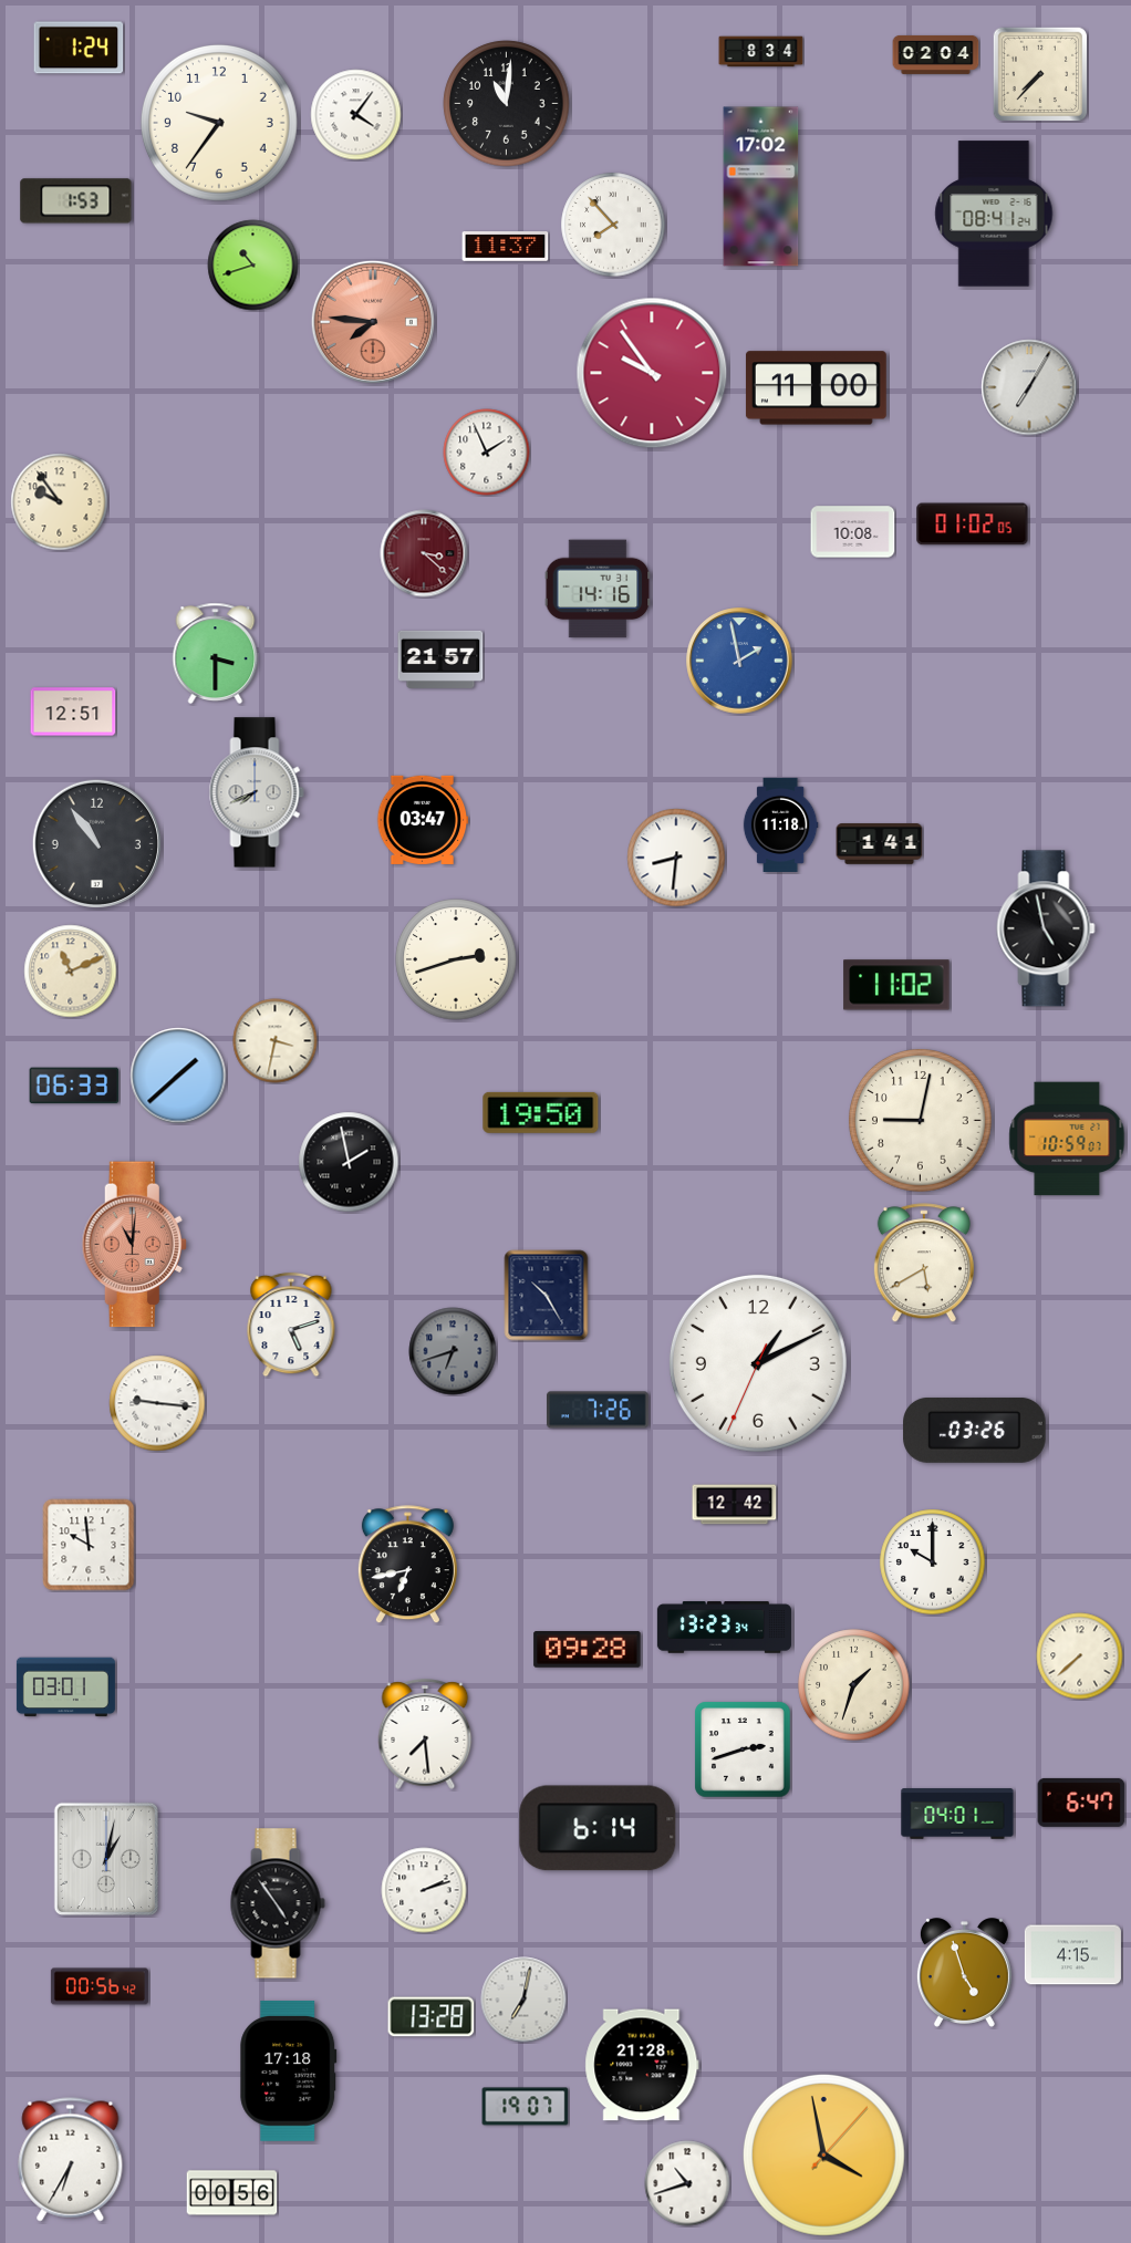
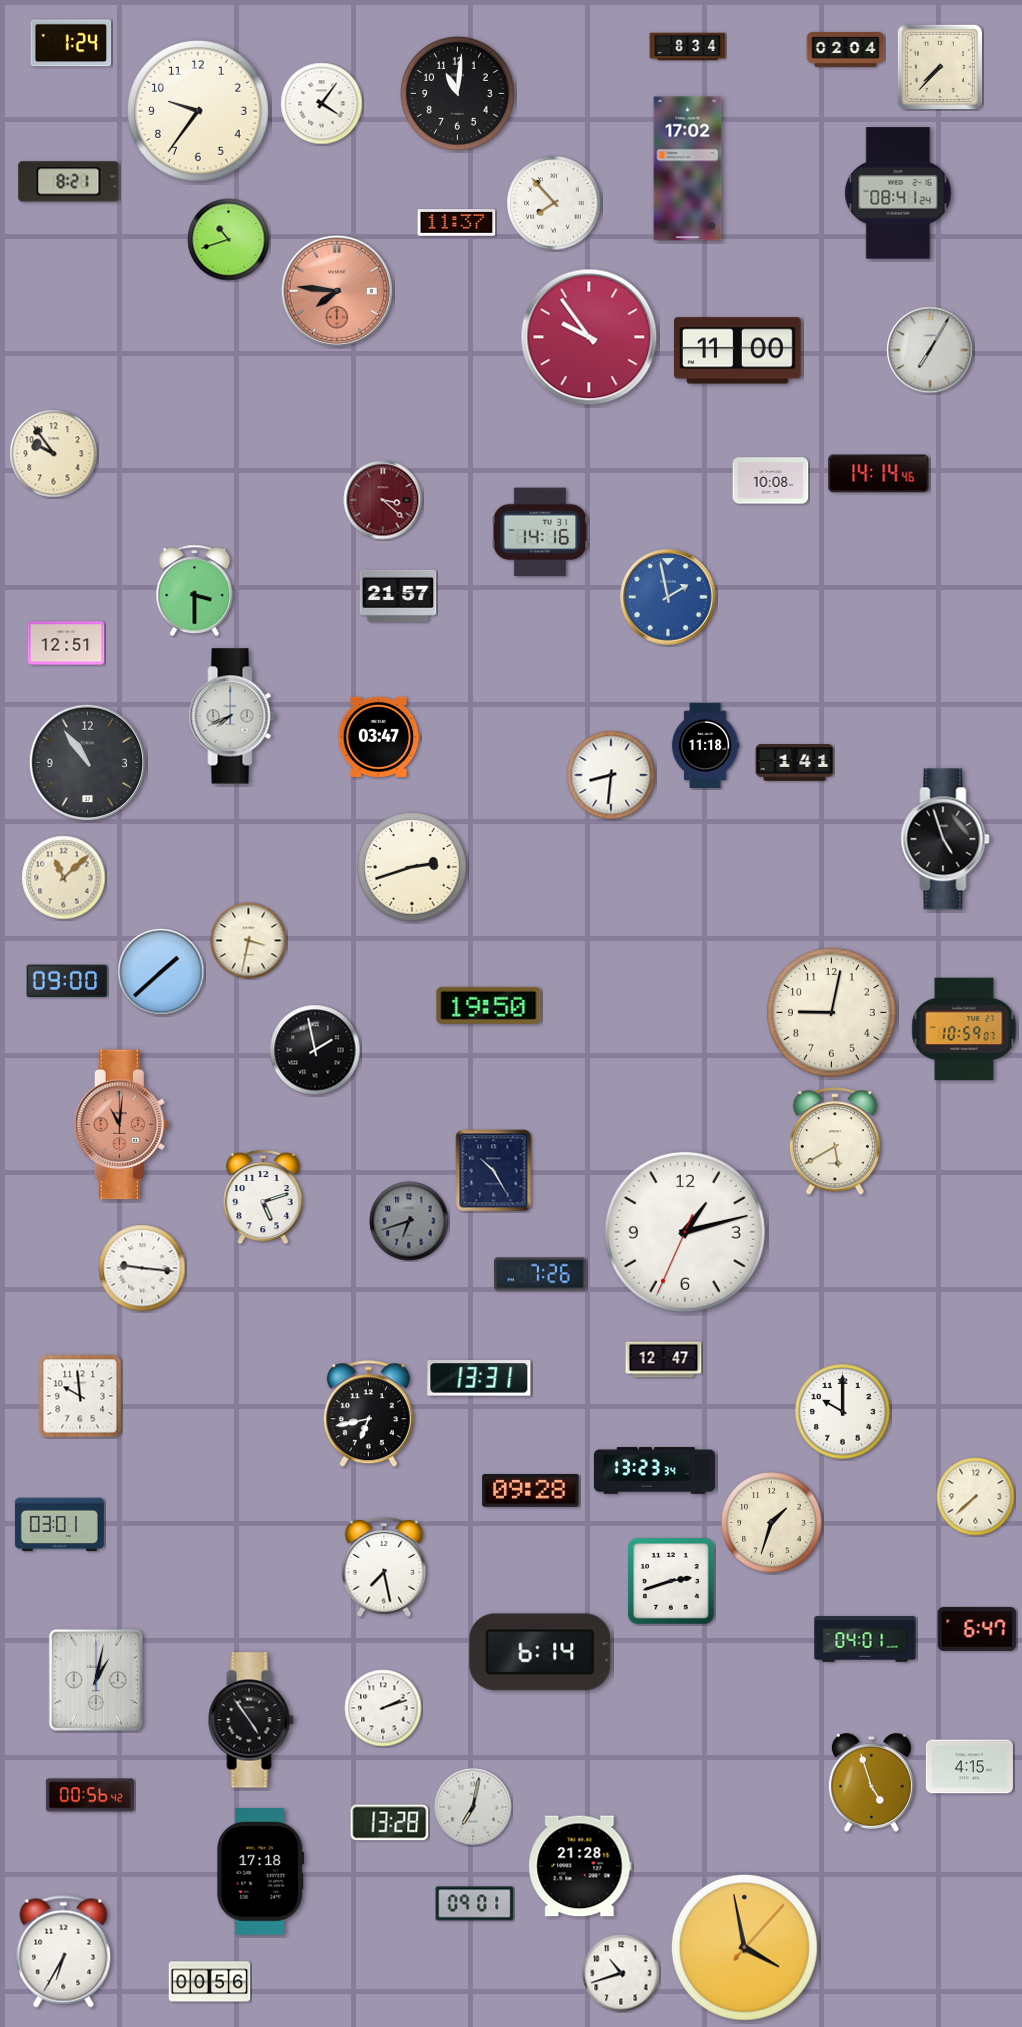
clock at (76, 201): 1:53 -> 8:21
clock at (487, 453): 1:56 -> none
clock at (973, 525): 01:02 -> 14:14
clock at (423, 820) position: (423, 820) -> (379, 737)
clock at (1046, 928): 4:58 -> 4:57
clock at (71, 972): 11:11 -> 11:08
clock at (896, 985): 11:02 -> none
clock at (74, 1086): 06:33 -> 09:00
clock at (758, 1363): 1:10 -> 1:12
clock at (975, 1430): 03:26 -> none
clock at (735, 1505): 12:42 -> 12:47
clock at (479, 1378): none -> 13:31
clock at (425, 1734): 7:29 -> 7:28
clock at (526, 2107): 19:07 -> 09:01
